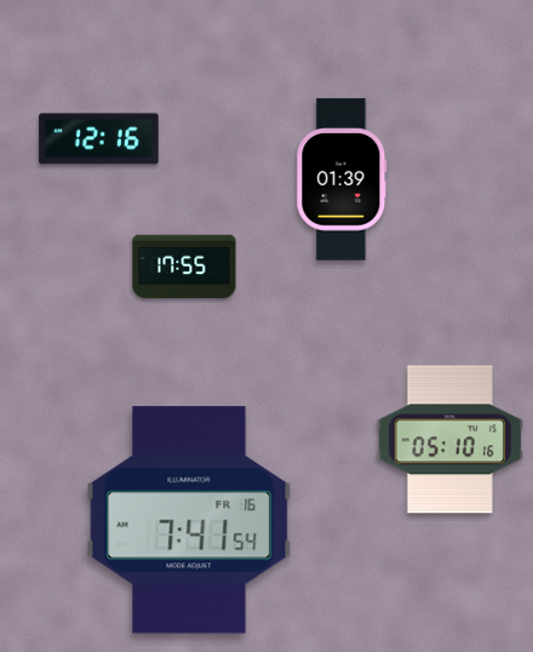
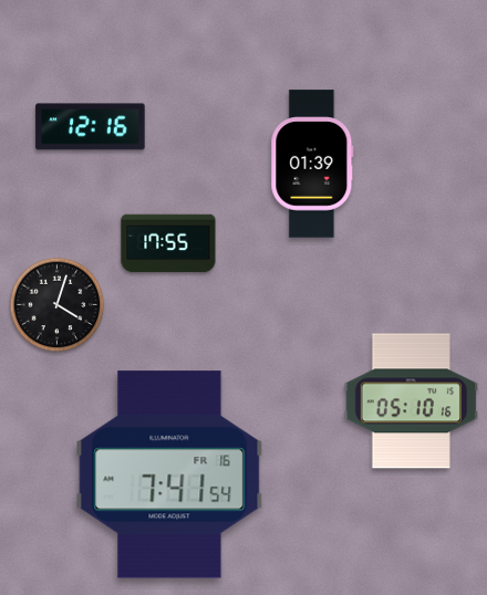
clock at (58, 305): none -> 4:03
clock at (189, 520) position: (189, 520) -> (169, 474)
